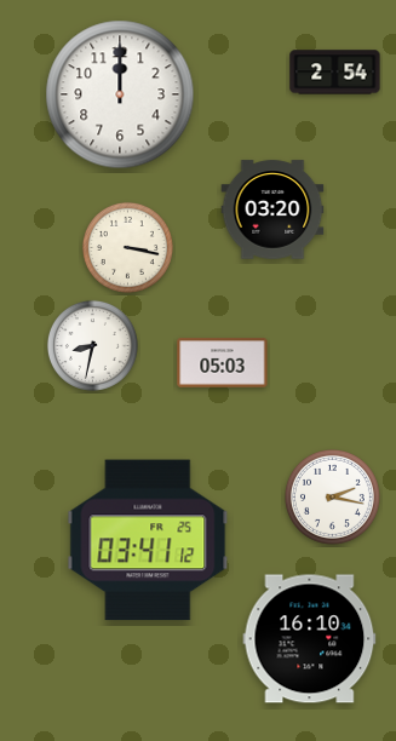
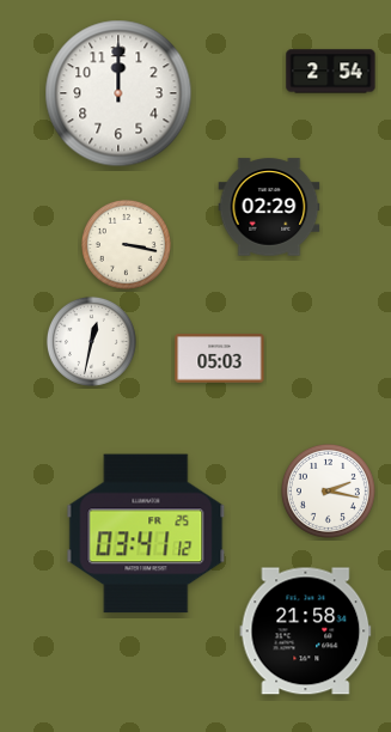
clock at (272, 209): 03:20 -> 02:29
clock at (92, 345): 8:32 -> 12:32
clock at (310, 639): 16:10 -> 21:58
